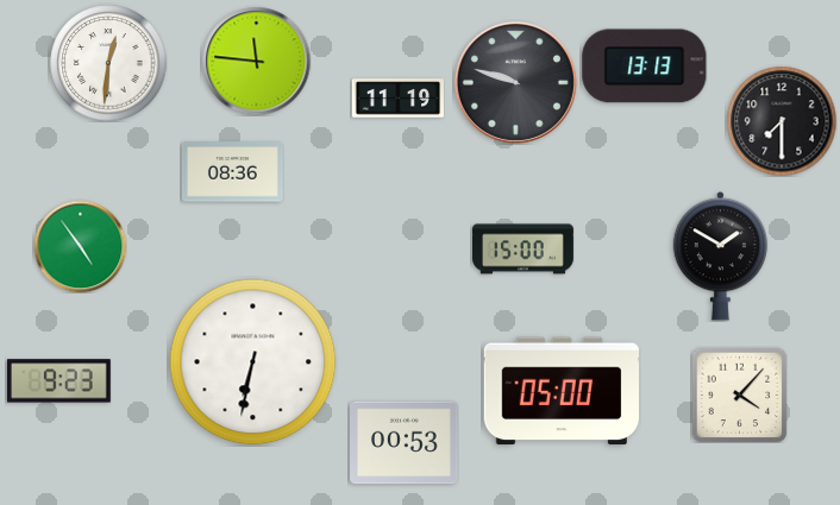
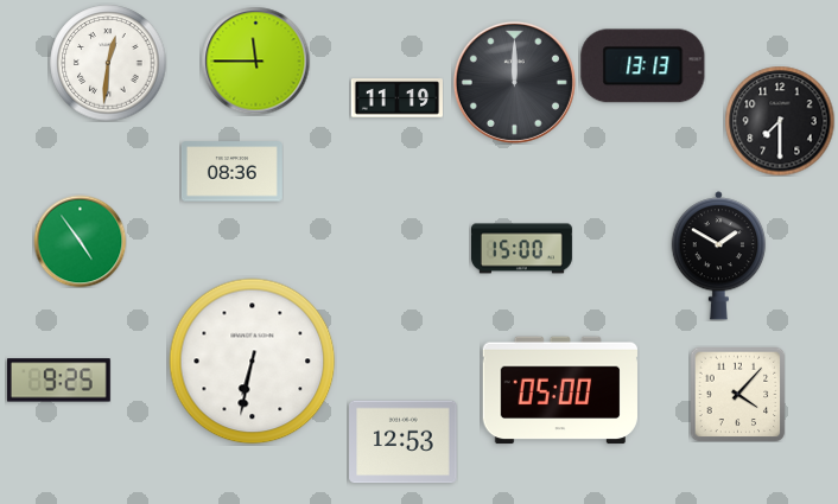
clock at (256, 61): 11:46 -> 11:45
clock at (515, 82): 9:48 -> 12:00
clock at (80, 246) position: (80, 246) -> (80, 241)
clock at (58, 381): 9:23 -> 9:25
clock at (405, 443): 00:53 -> 12:53
